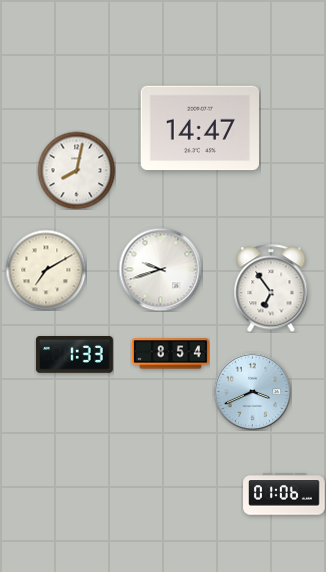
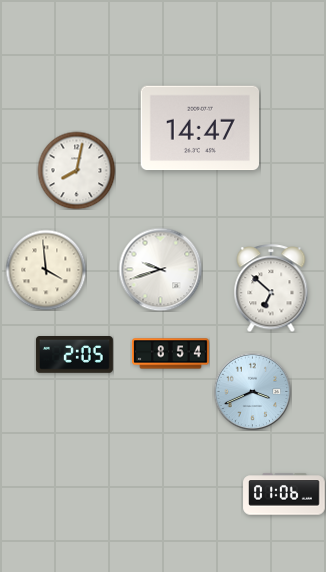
clock at (46, 270): 7:10 -> 3:59
clock at (271, 288): 6:54 -> 6:52
clock at (74, 355): 1:33 -> 2:05
